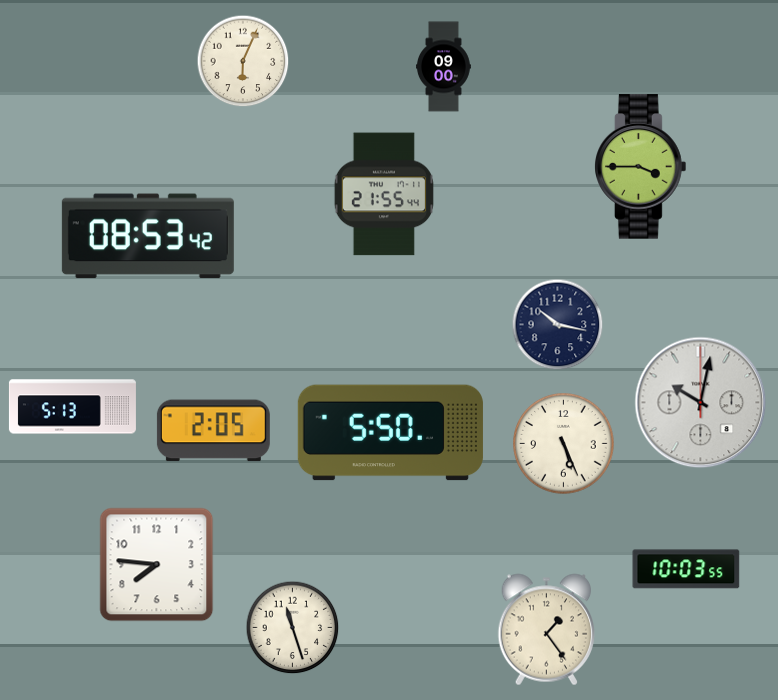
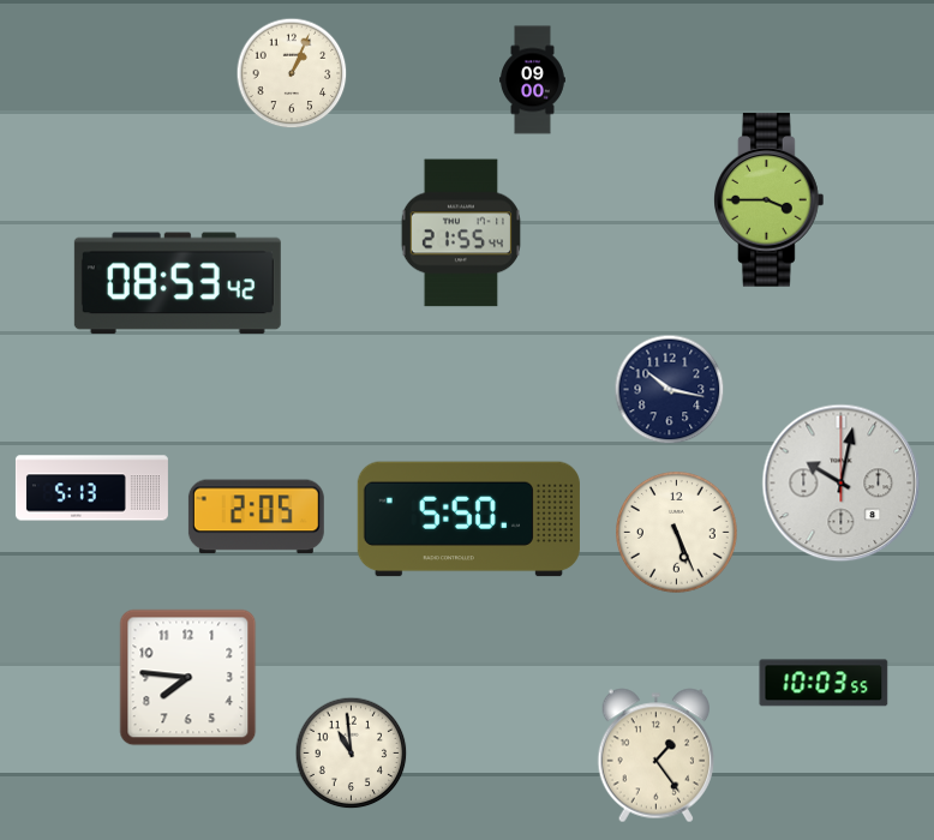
clock at (243, 61): 6:04 -> 1:04
clock at (72, 407) position: (72, 407) -> (91, 488)
clock at (293, 628): 11:27 -> 10:59
